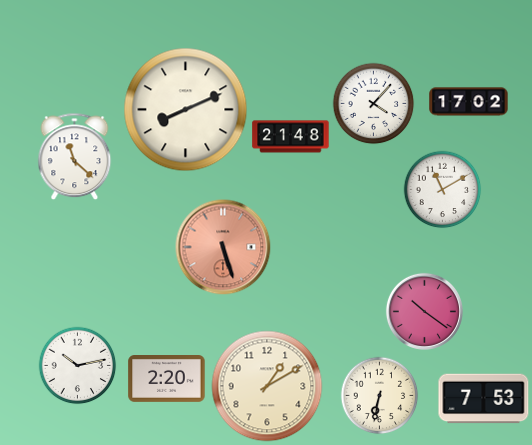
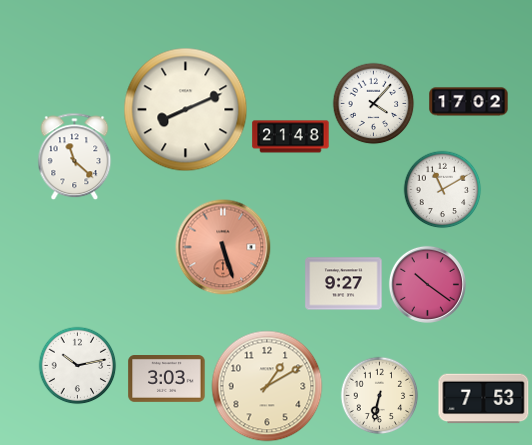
clock at (344, 284): none -> 9:27
clock at (424, 311) position: (424, 311) -> (427, 284)
clock at (167, 379): 2:20 -> 3:03
